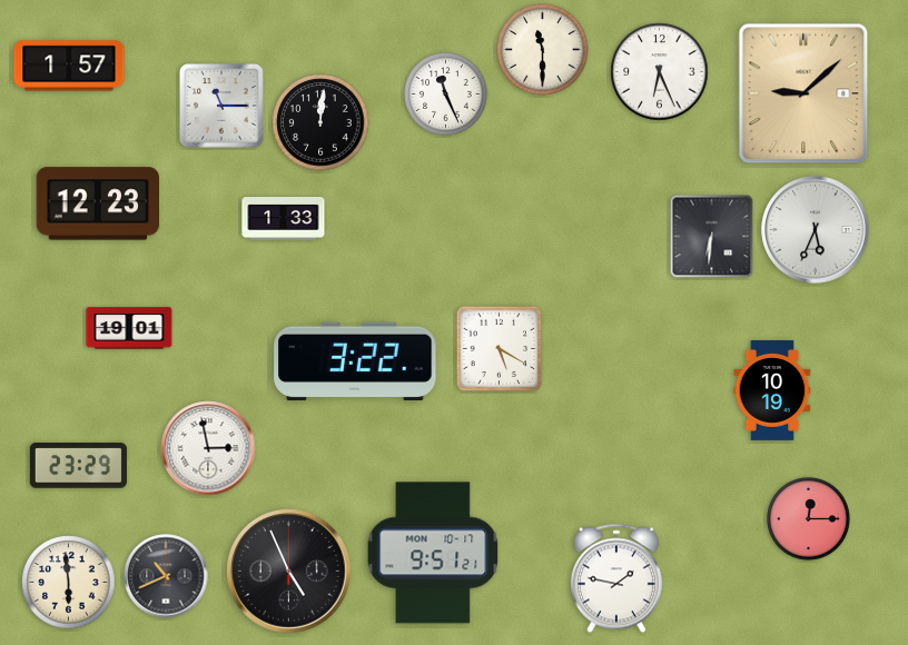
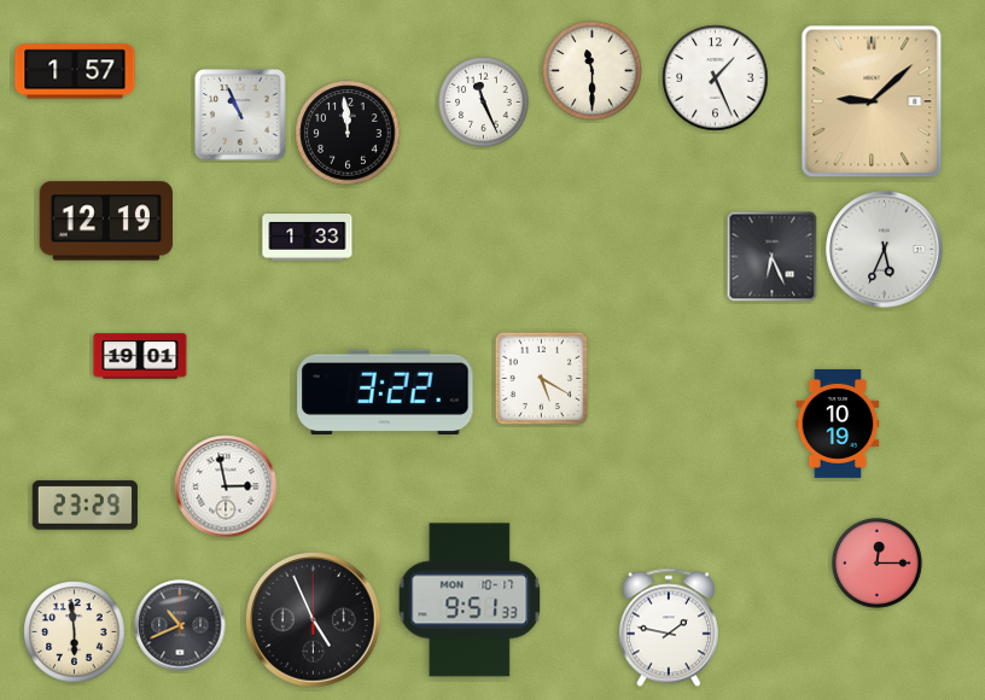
clock at (543, 50) position: (543, 50) -> (593, 71)
clock at (660, 72): 6:26 -> 1:26
clock at (221, 106): 11:15 -> 10:56
clock at (320, 122): 12:01 -> 11:59
clock at (97, 204): 12:23 -> 12:19
clock at (712, 237): 6:31 -> 6:26
clock at (433, 553): 9:51:21 -> 9:51:33
